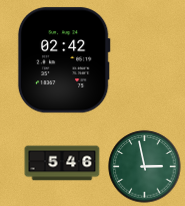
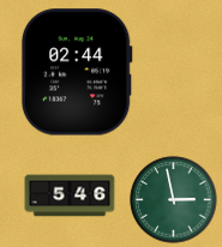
clock at (64, 60): 02:42 -> 02:44
clock at (62, 163) position: (62, 163) -> (70, 195)
